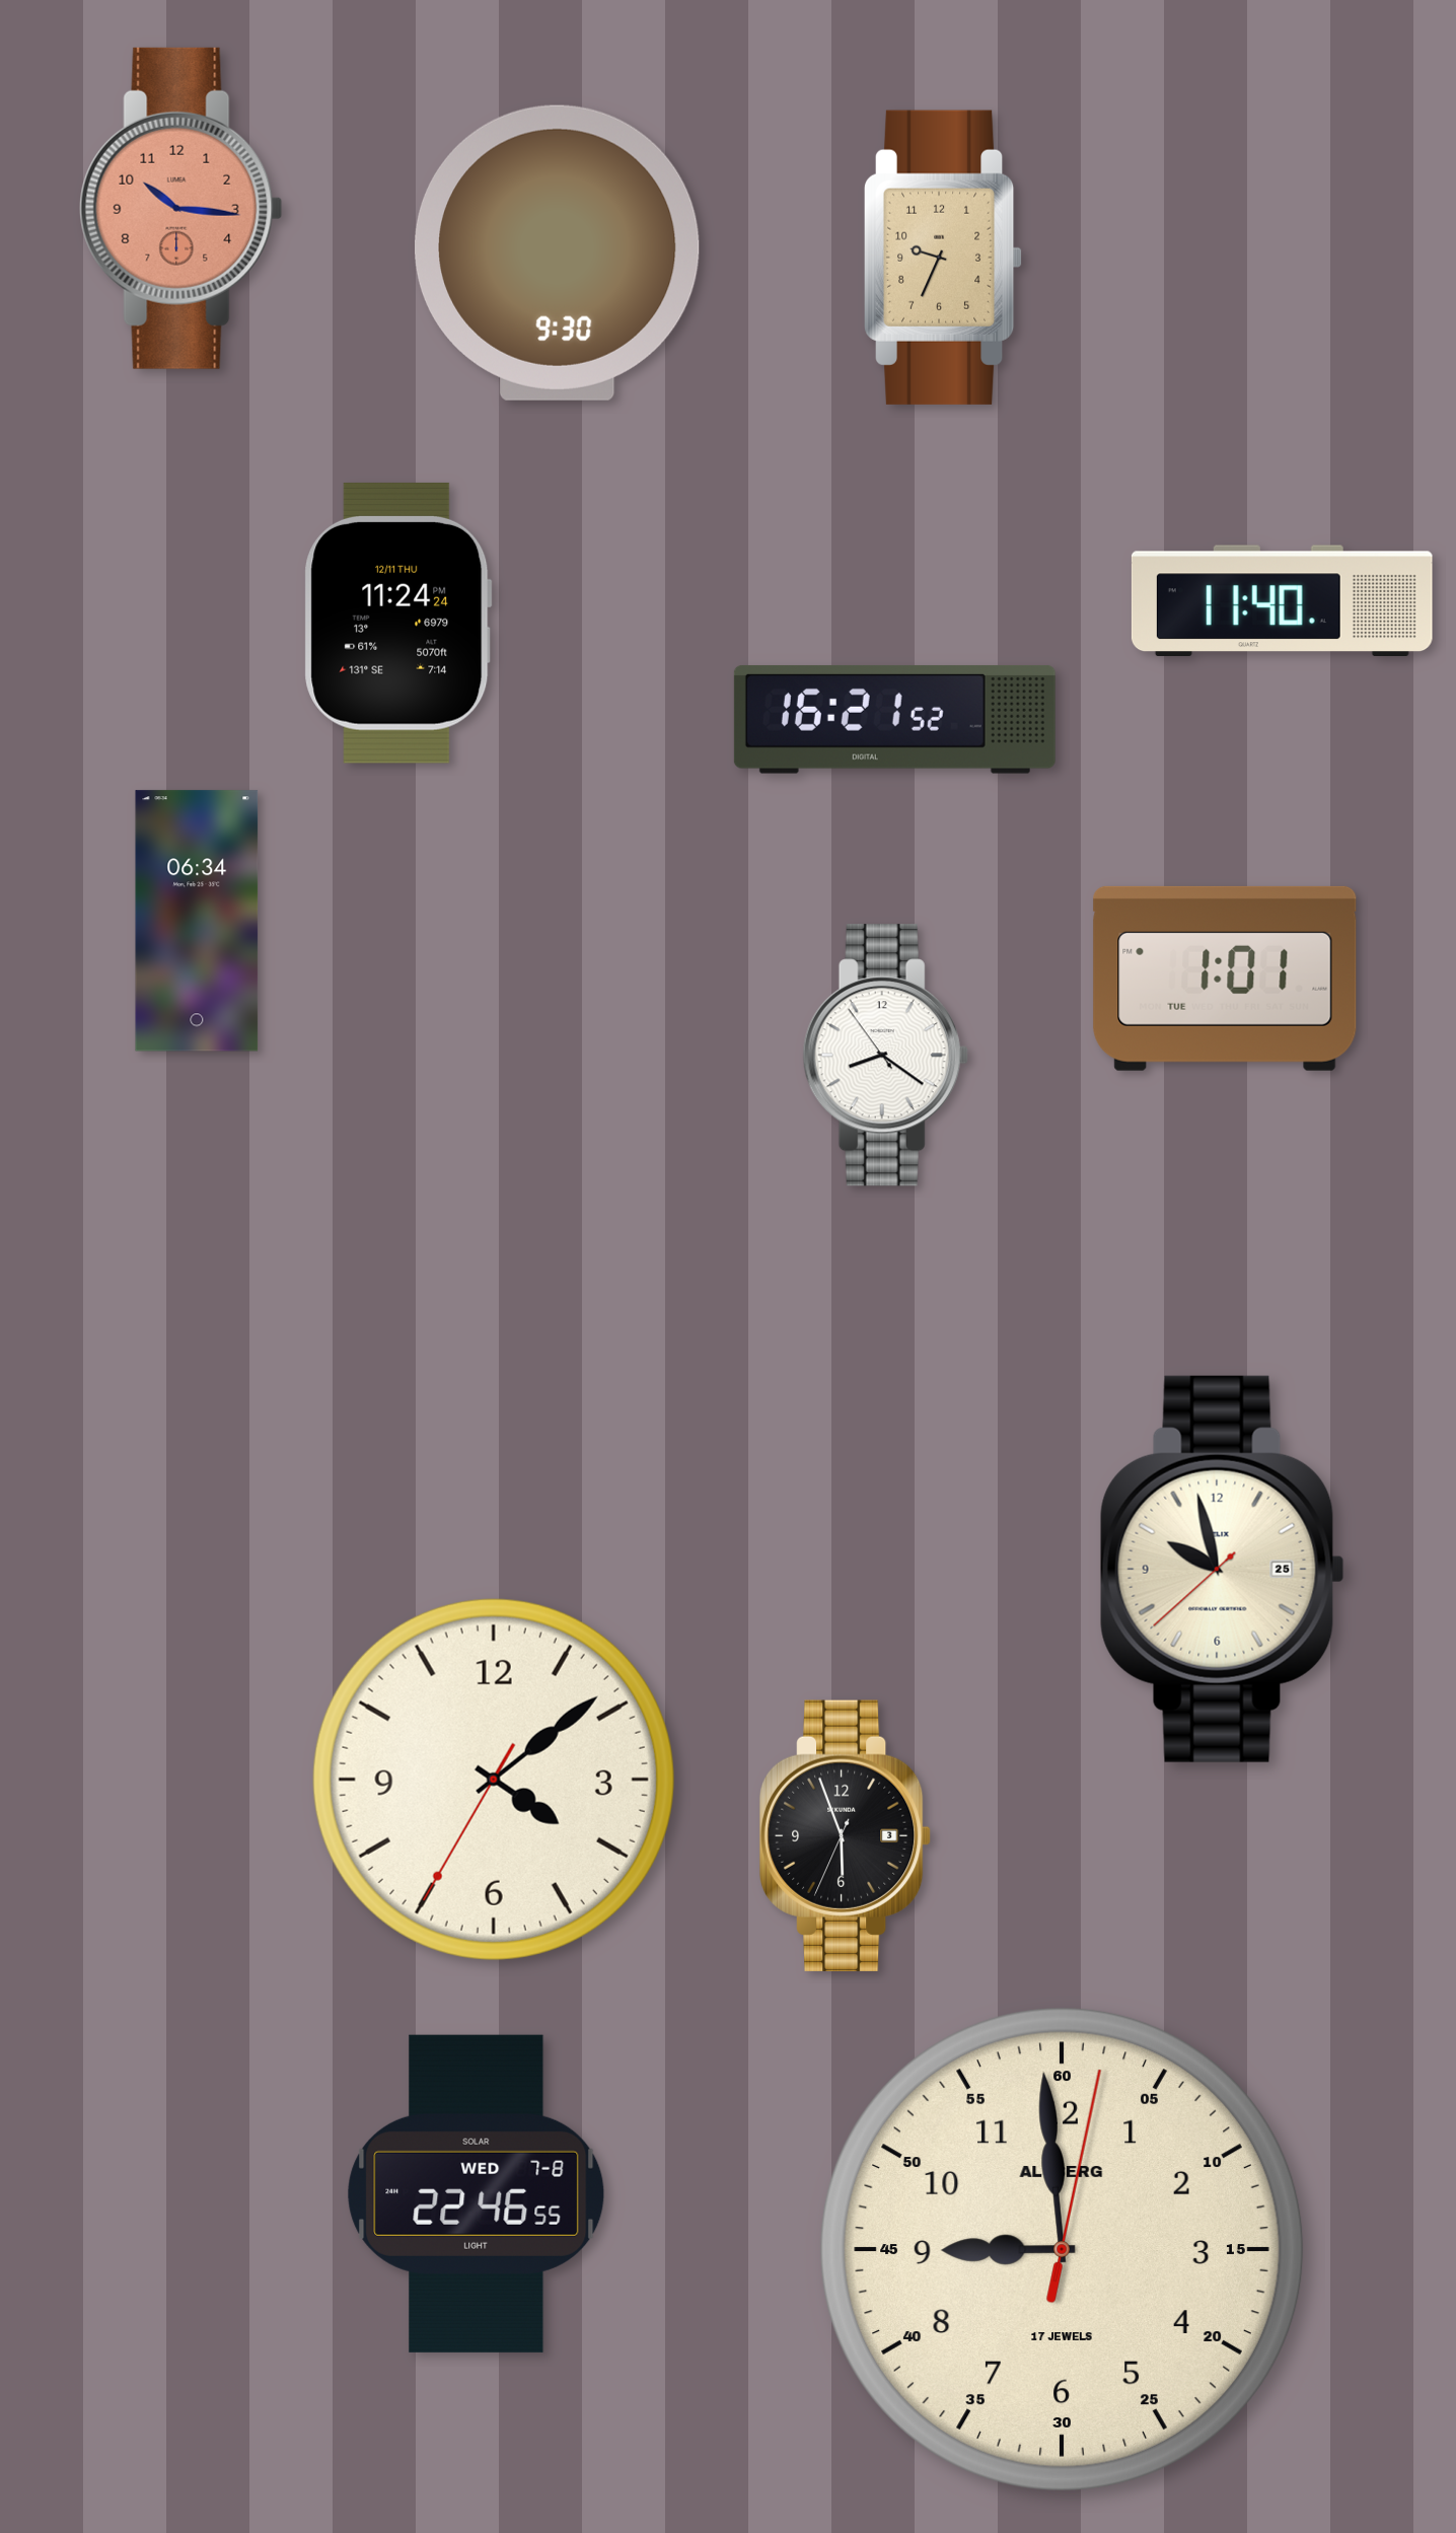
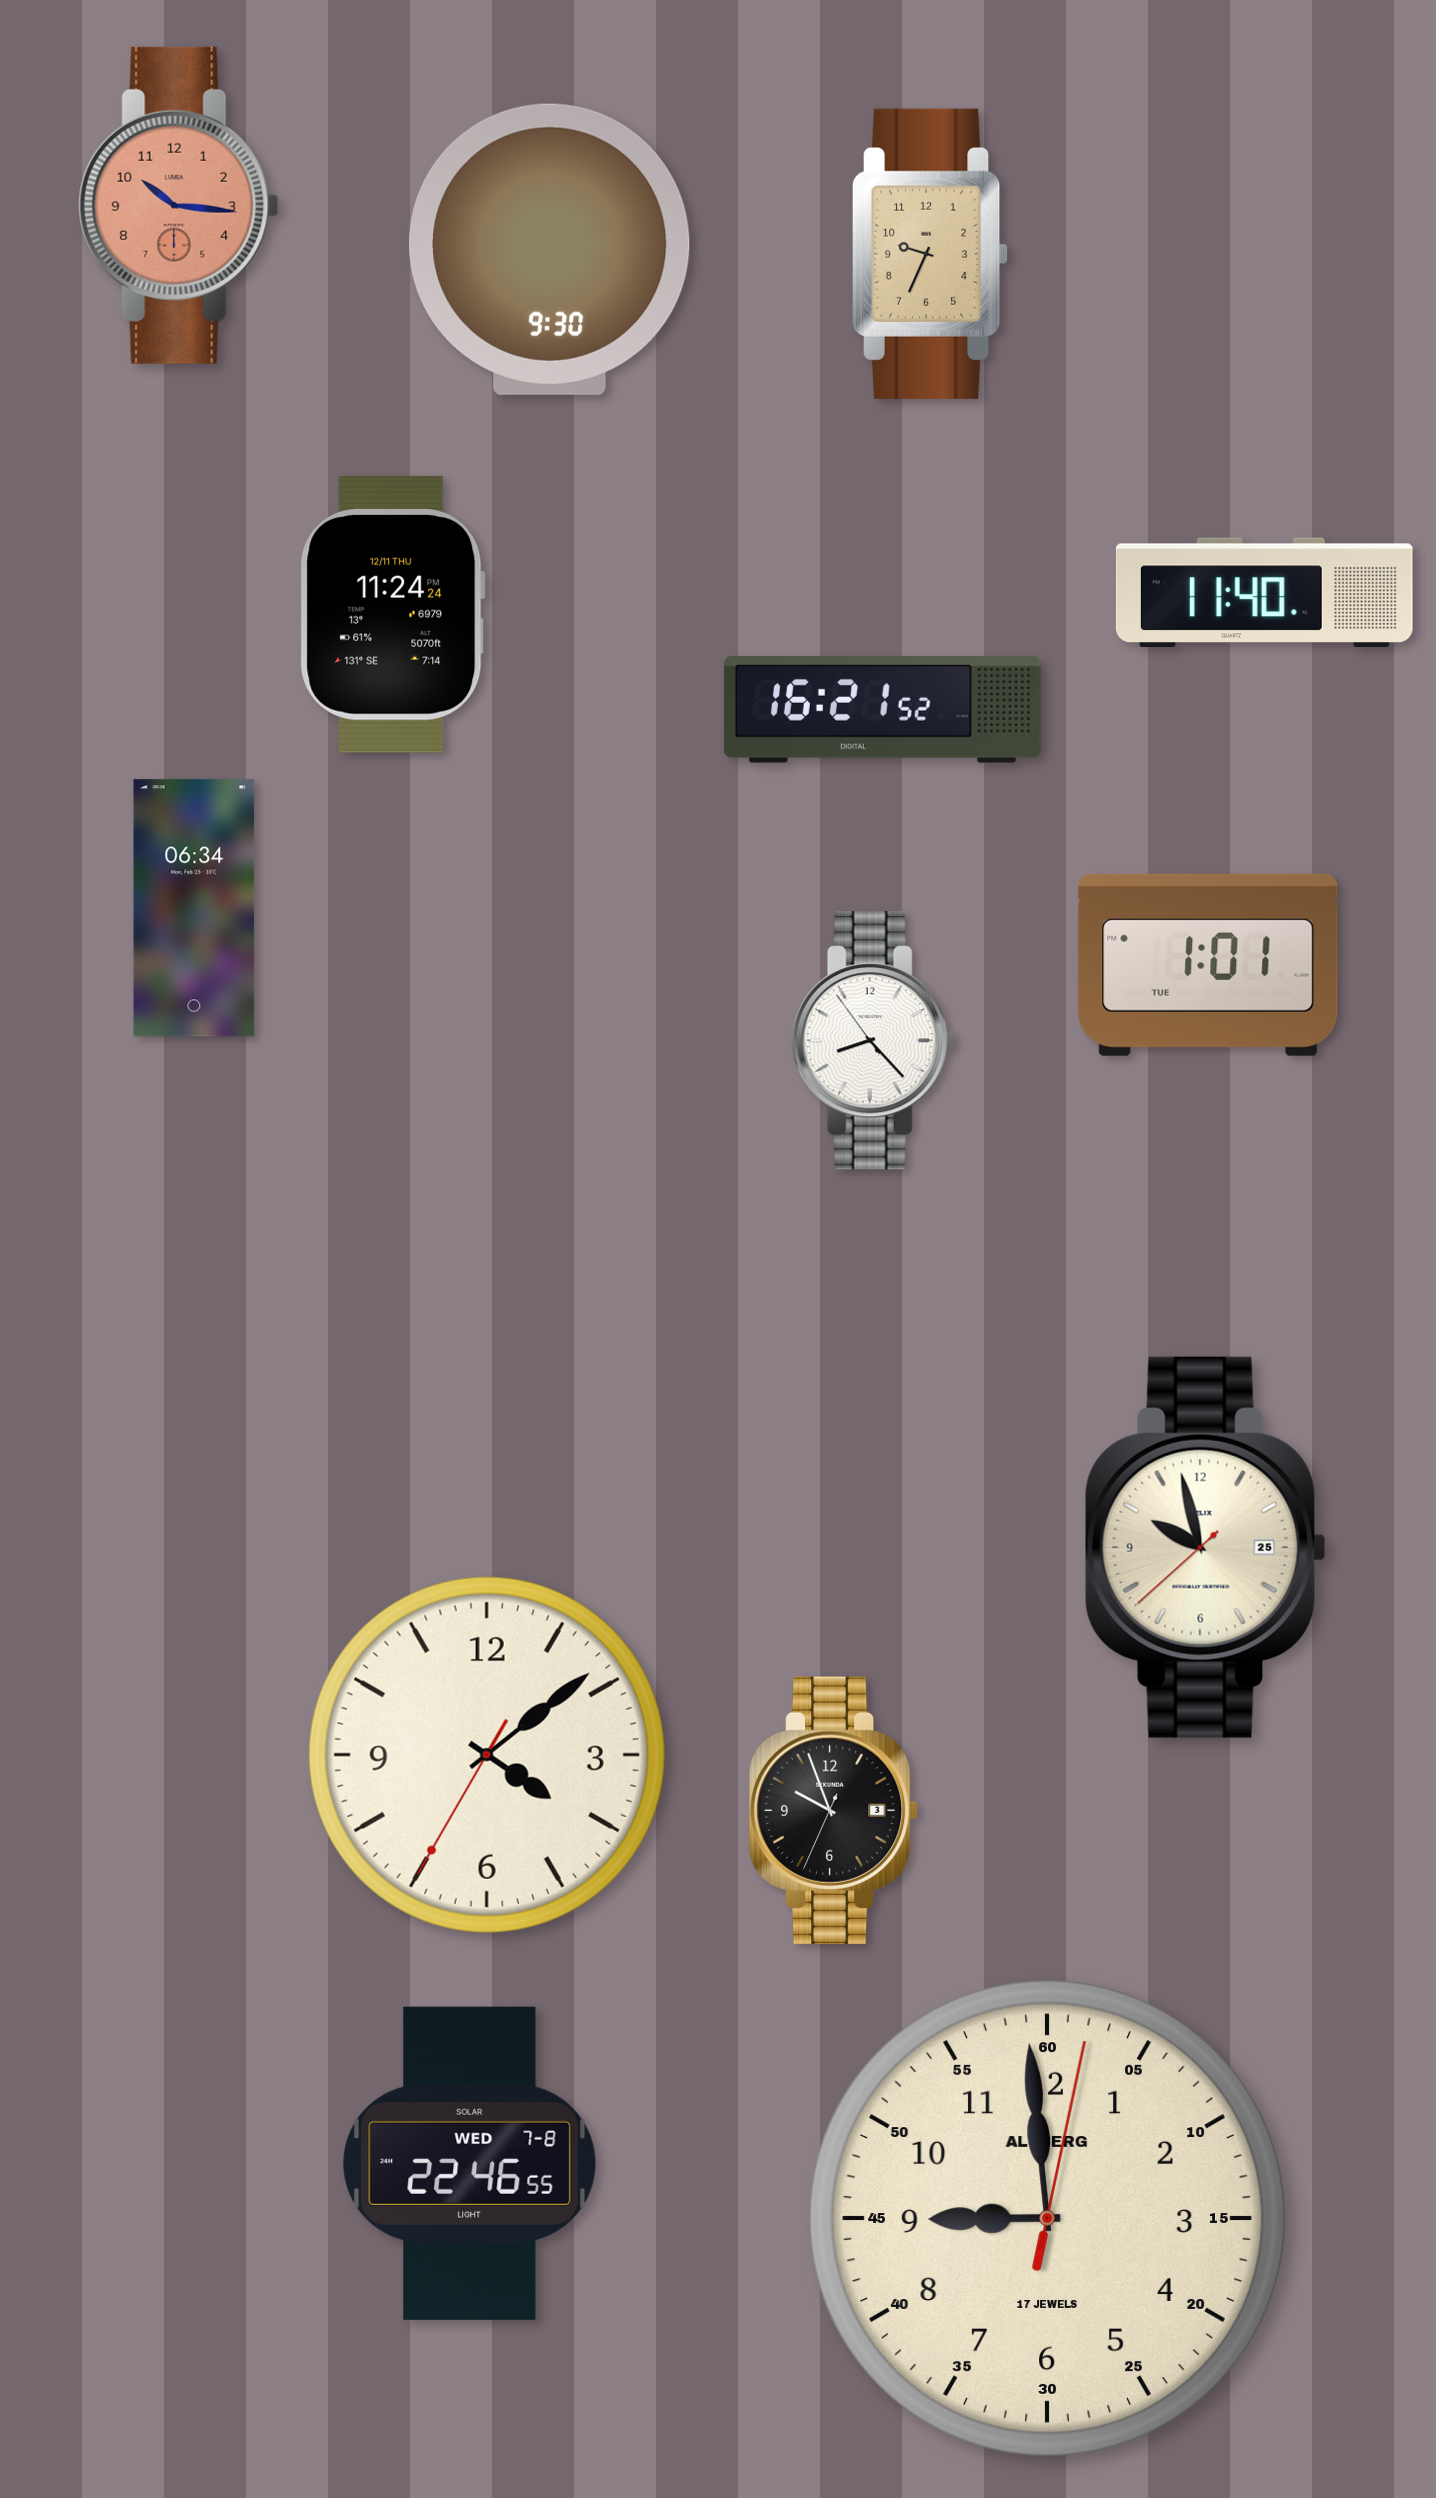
clock at (885, 1056): 8:20 -> 8:22
clock at (846, 1835): 5:56 -> 9:56
